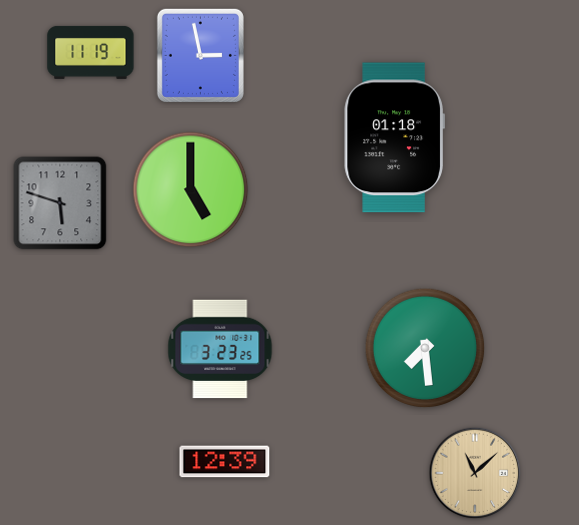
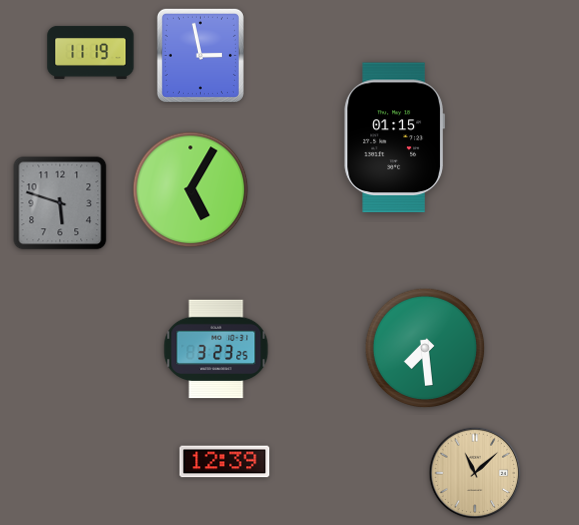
clock at (394, 138): 01:18 -> 01:15
clock at (191, 190): 5:00 -> 5:05
clock at (220, 349) position: (220, 349) -> (216, 349)
